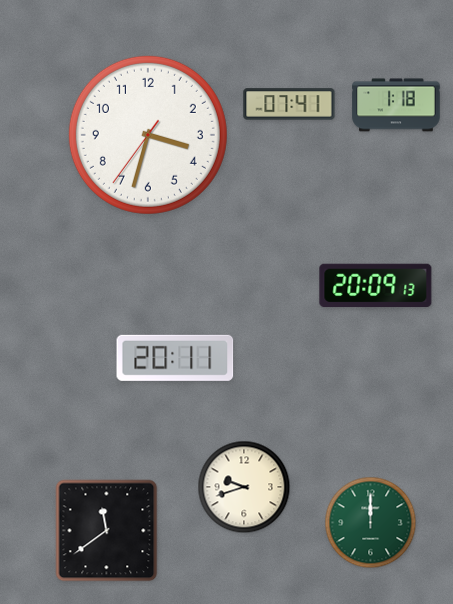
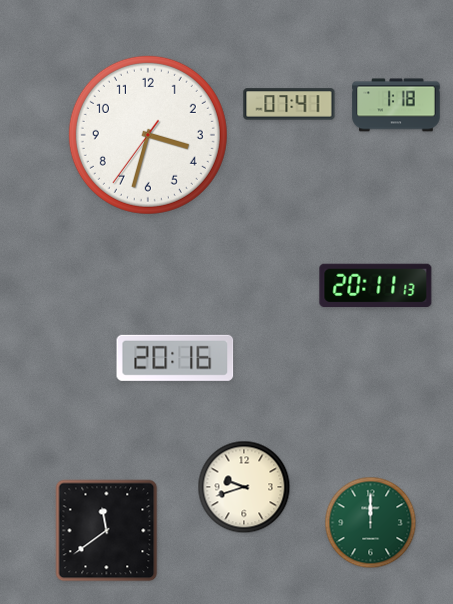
clock at (376, 286): 20:09 -> 20:11
clock at (175, 358): 20:11 -> 20:16
